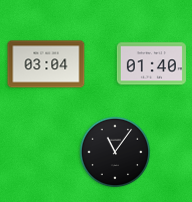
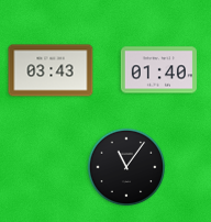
clock at (46, 64): 03:04 -> 03:43
clock at (151, 64) position: (151, 64) -> (158, 70)
